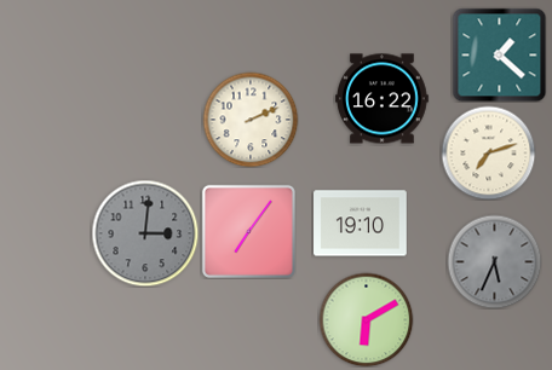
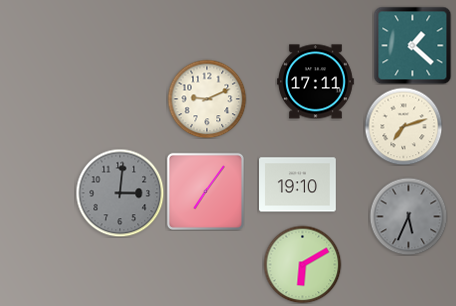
clock at (383, 99): 16:22 -> 17:11
clock at (251, 120): 2:11 -> 9:11
